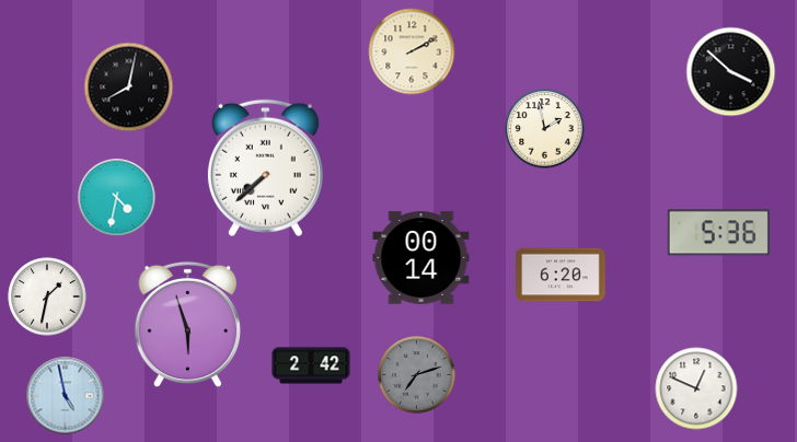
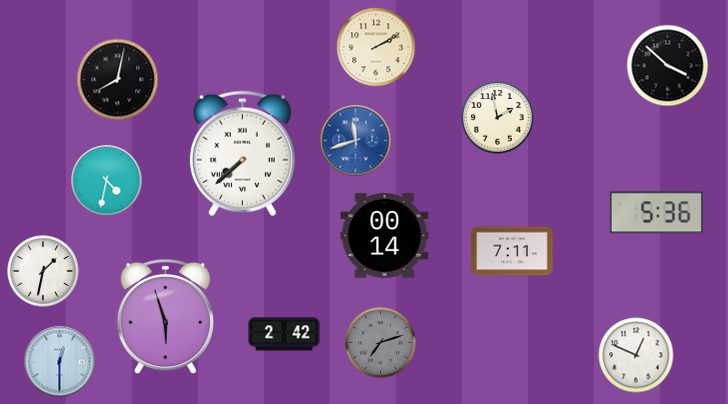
clock at (356, 141): none -> 11:42
clock at (561, 275): 6:20 -> 7:11
clock at (187, 325) position: (187, 325) -> (165, 317)
clock at (66, 396): 4:58 -> 12:30
